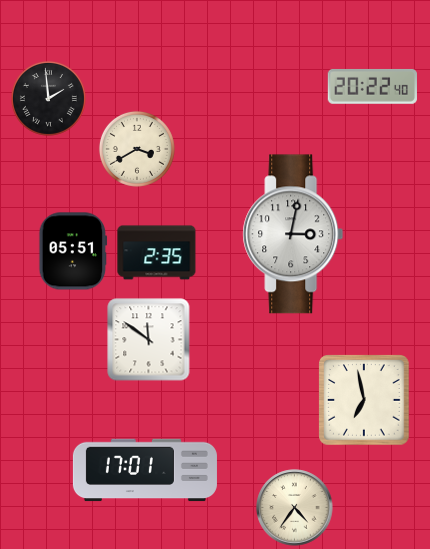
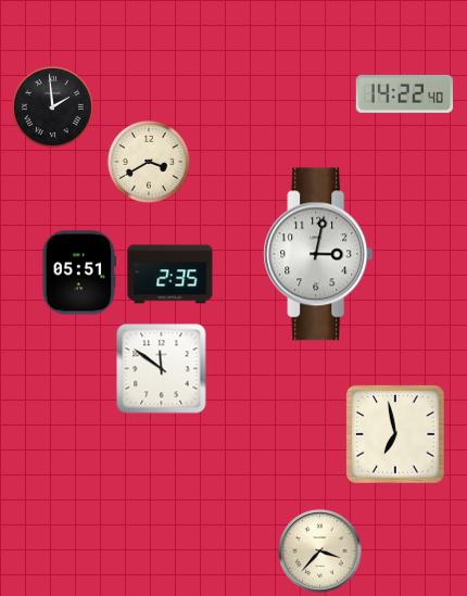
clock at (372, 86): 20:22 -> 14:22
clock at (145, 470): 17:01 -> none
clock at (295, 508): 4:36 -> 3:37
